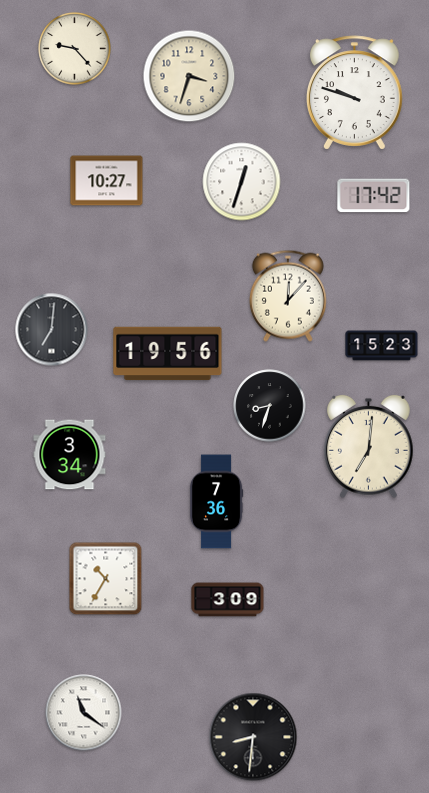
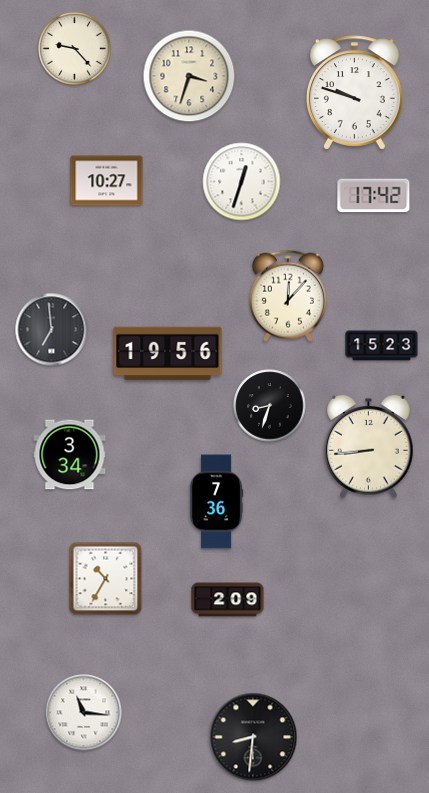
clock at (52, 330): 7:01 -> 6:59
clock at (369, 447): 7:01 -> 8:44
clock at (228, 600): 3:09 -> 2:09
clock at (84, 713): 11:21 -> 11:16
